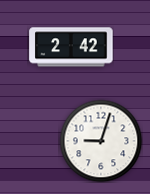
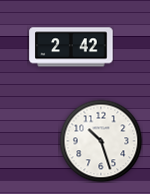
clock at (101, 141): 9:03 -> 10:27
